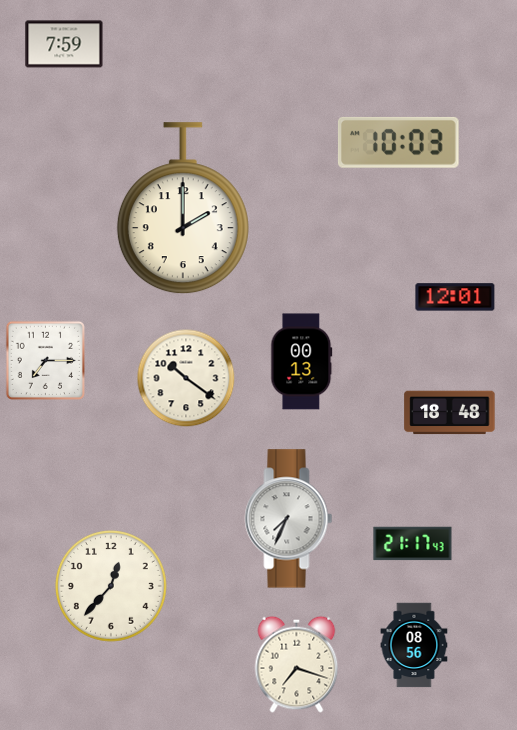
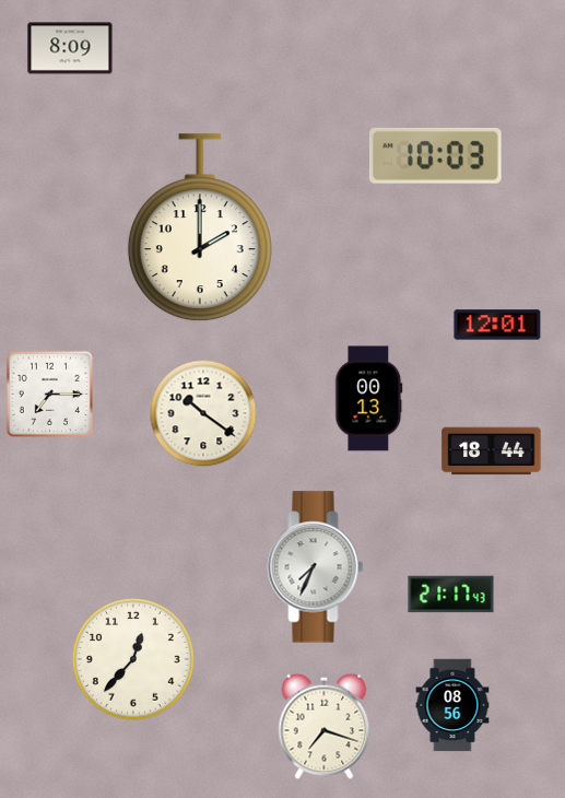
clock at (64, 44): 7:59 -> 8:09
clock at (302, 362) position: (302, 362) -> (369, 399)
clock at (450, 413): 18:48 -> 18:44
clock at (111, 586) position: (111, 586) -> (133, 659)
